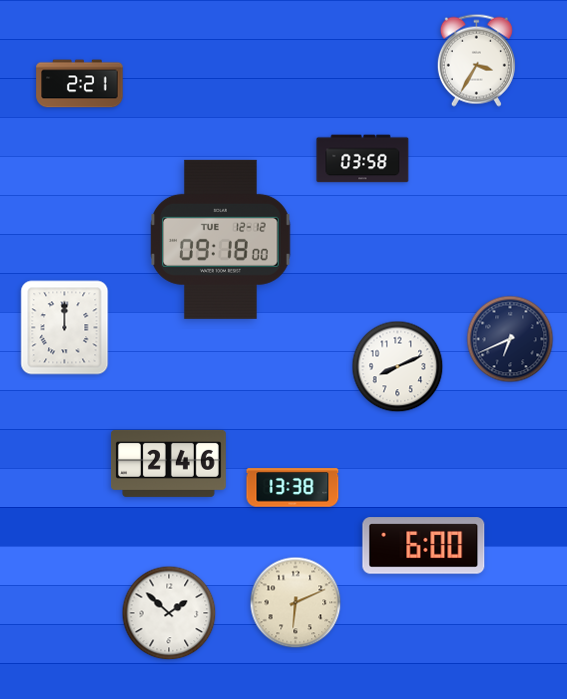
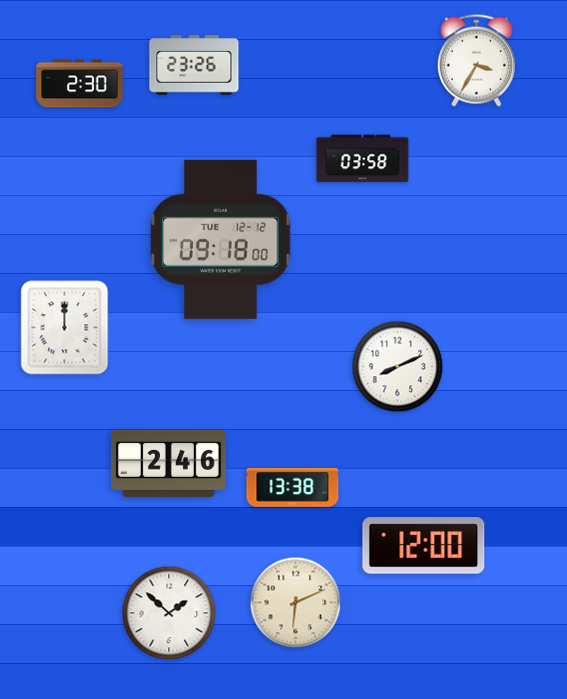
clock at (194, 65): none -> 23:26
clock at (80, 84): 2:21 -> 2:30
clock at (510, 339): 6:41 -> none
clock at (424, 546): 6:00 -> 12:00
